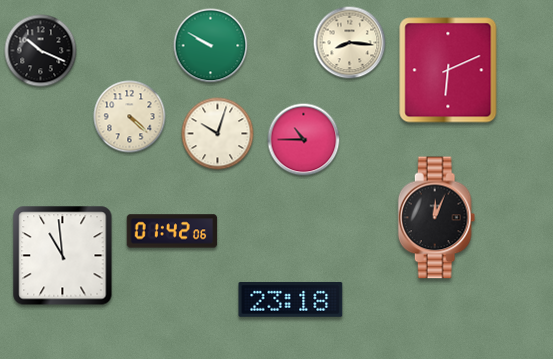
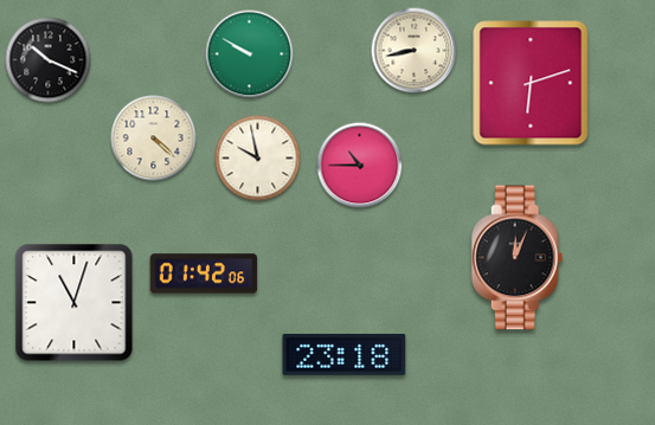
clock at (350, 43): 8:16 -> 8:43
clock at (448, 70): 6:11 -> 6:12
clock at (218, 134): 10:03 -> 9:58
clock at (63, 256): 10:59 -> 11:03
